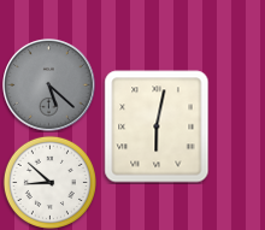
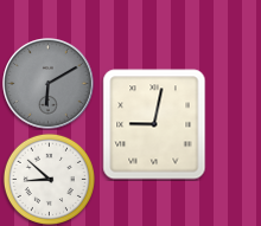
clock at (49, 85): 5:22 -> 6:10
clock at (157, 126): 6:02 -> 9:02
